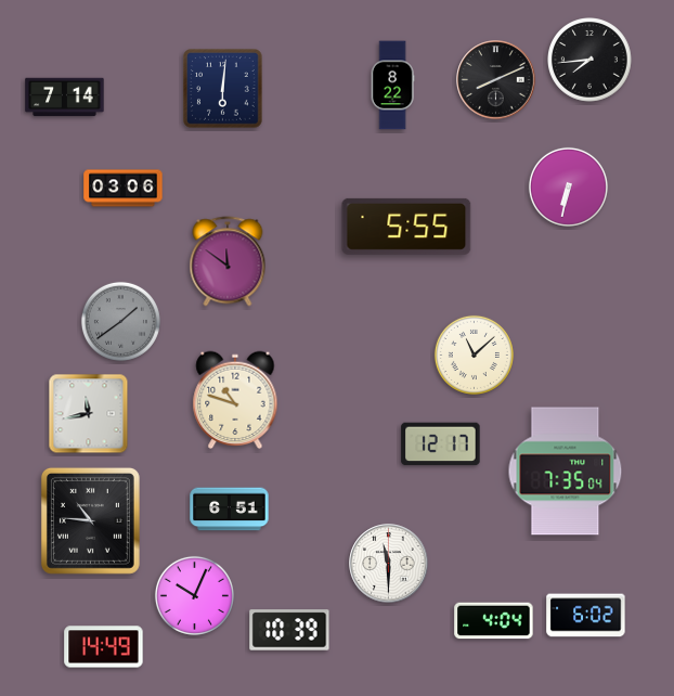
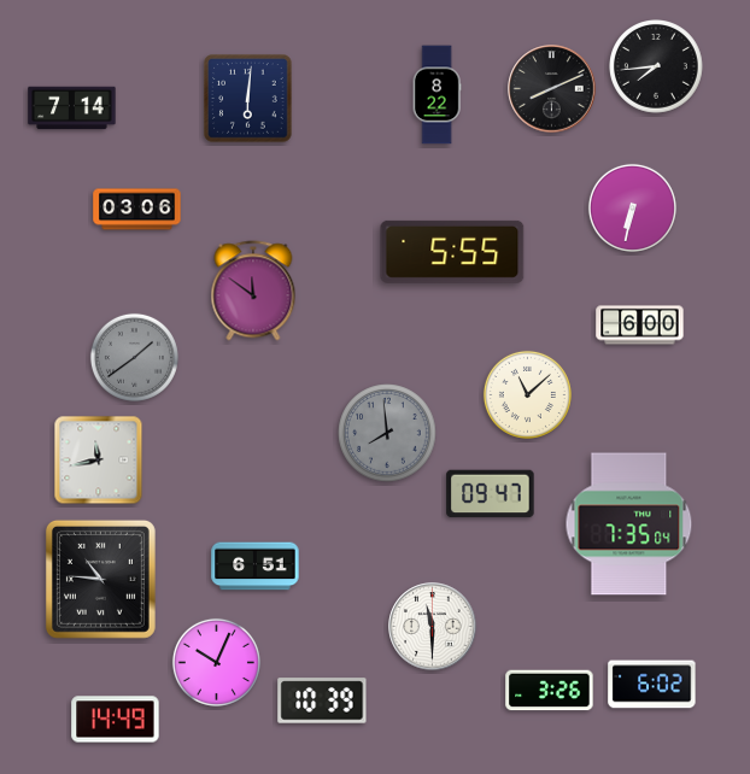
clock at (640, 326): none -> 6:00
clock at (387, 433): none -> 7:59
clock at (235, 400): 10:48 -> none
clock at (441, 444): 12:17 -> 09:47
clock at (494, 621): 4:04 -> 3:26
